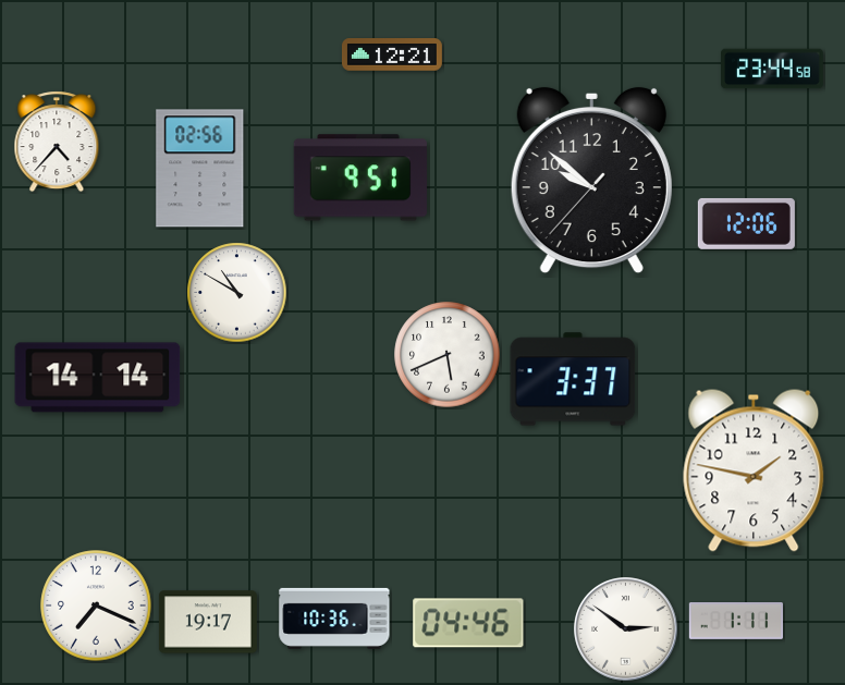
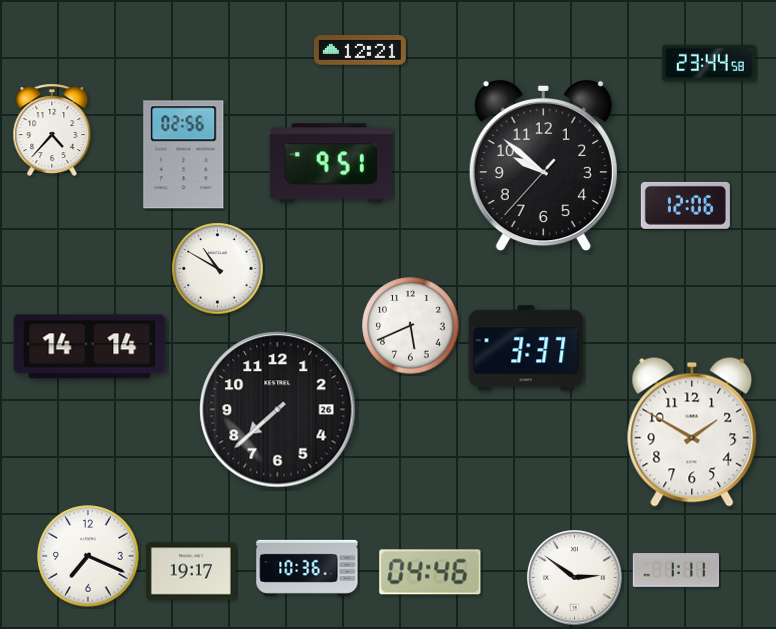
clock at (278, 410): none -> 7:38
clock at (754, 470): 1:47 -> 1:50
